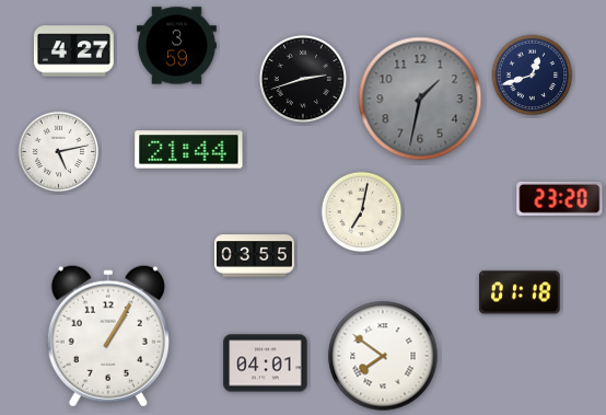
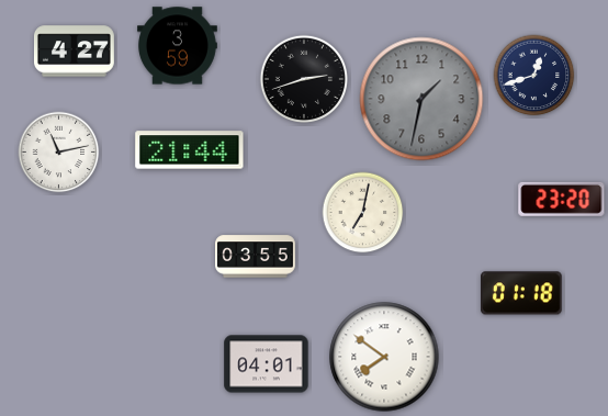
clock at (59, 152): 5:13 -> 11:13
clock at (108, 336): 1:05 -> none
